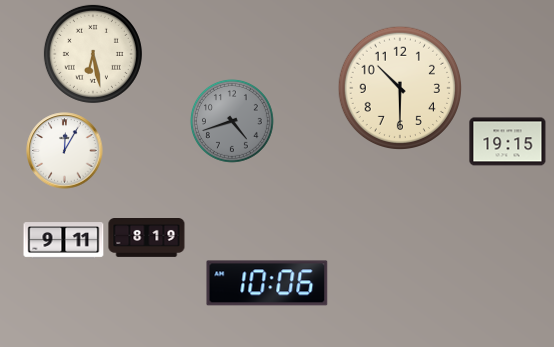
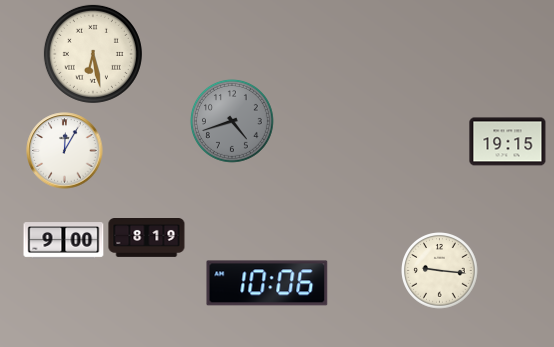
clock at (399, 87): 10:30 -> none
clock at (64, 241): 9:11 -> 9:00
clock at (440, 271): none -> 9:16
